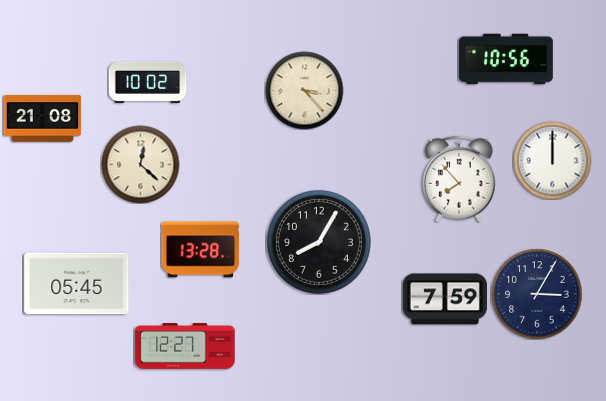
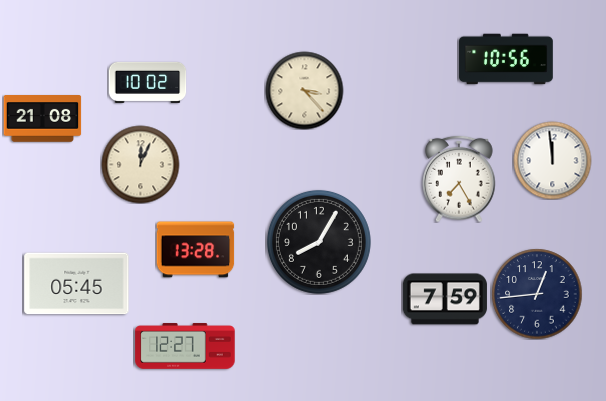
clock at (552, 160): 12:00 -> 11:59
clock at (140, 164): 12:22 -> 12:04
clock at (459, 179): 7:53 -> 7:25
clock at (200, 250) position: (200, 250) -> (195, 250)
clock at (537, 294): 3:05 -> 12:44
